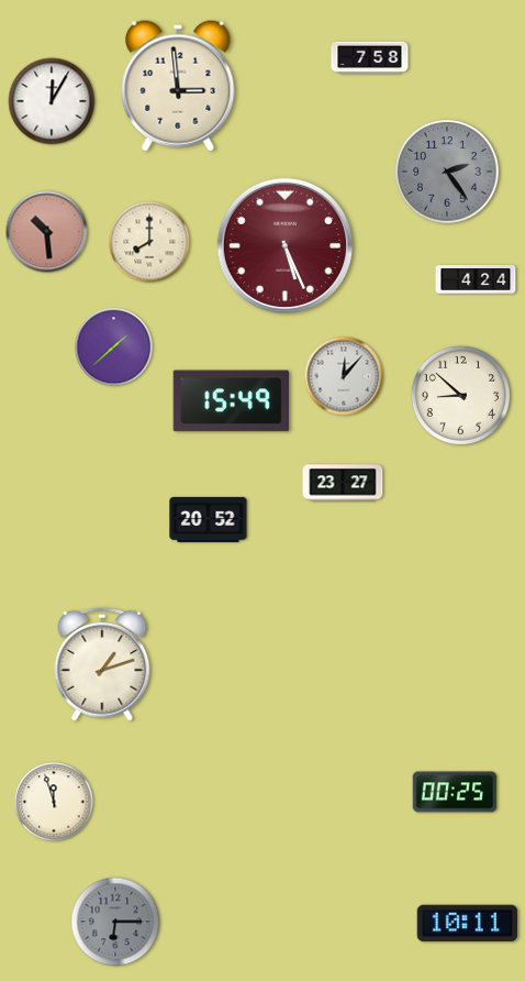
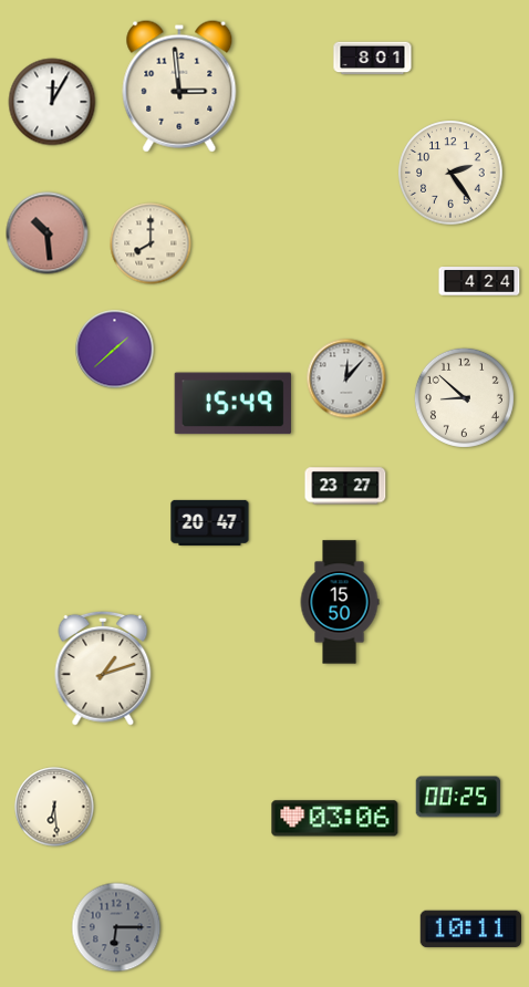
clock at (370, 58): 7:58 -> 8:01
clock at (447, 172) dial: grey -> cream
clock at (284, 245): 5:26 -> none
clock at (209, 519): 20:52 -> 20:47
clock at (340, 602): none -> 15:50
clock at (54, 802): 11:57 -> 6:29
clock at (335, 819): none -> 03:06
